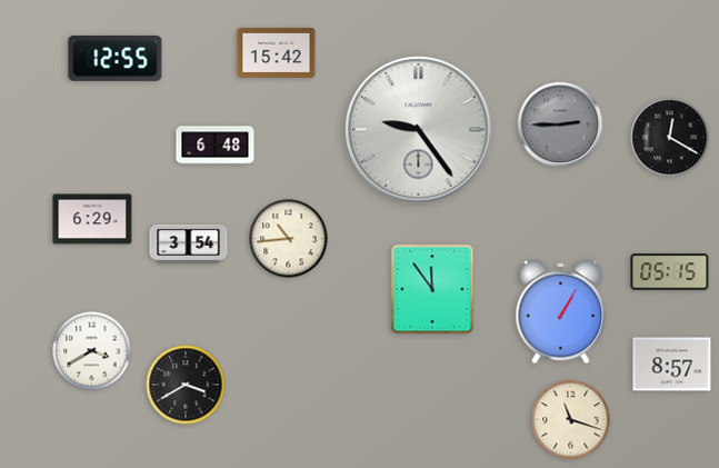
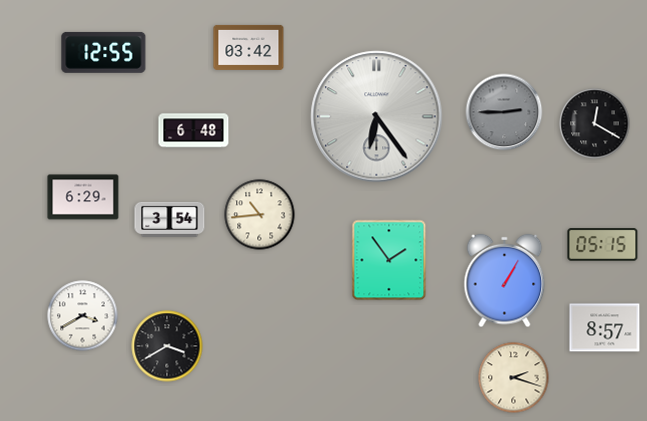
clock at (277, 52): 15:42 -> 03:42
clock at (419, 130): 9:24 -> 6:24
clock at (670, 138) position: (670, 138) -> (595, 124)
clock at (432, 289): 11:54 -> 1:54
clock at (571, 420): 11:18 -> 2:18
